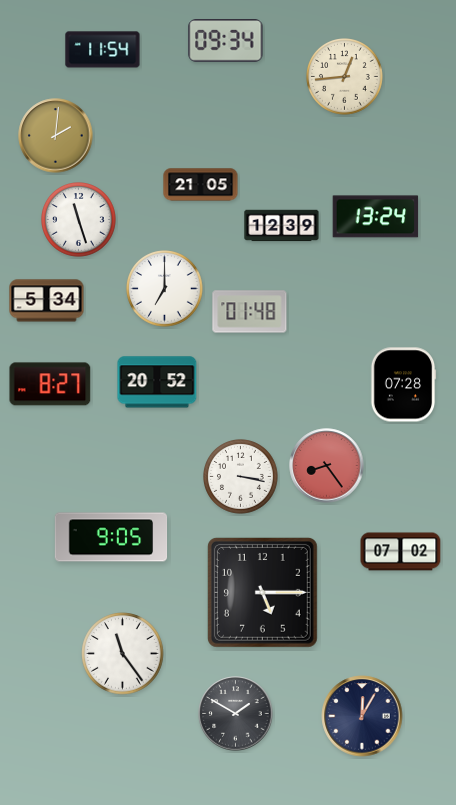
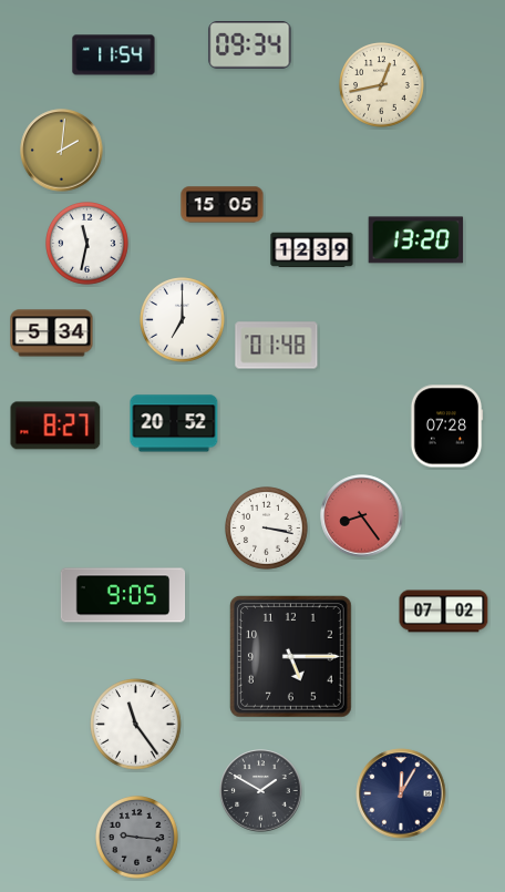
clock at (345, 77): 12:44 -> 12:43
clock at (201, 185): 21:05 -> 15:05
clock at (376, 217): 13:24 -> 13:20
clock at (79, 220): 11:27 -> 11:32
clock at (137, 838): none -> 9:16
